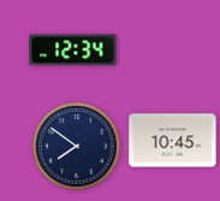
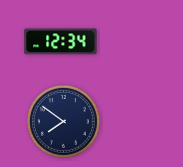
clock at (173, 141): 10:45 -> none
